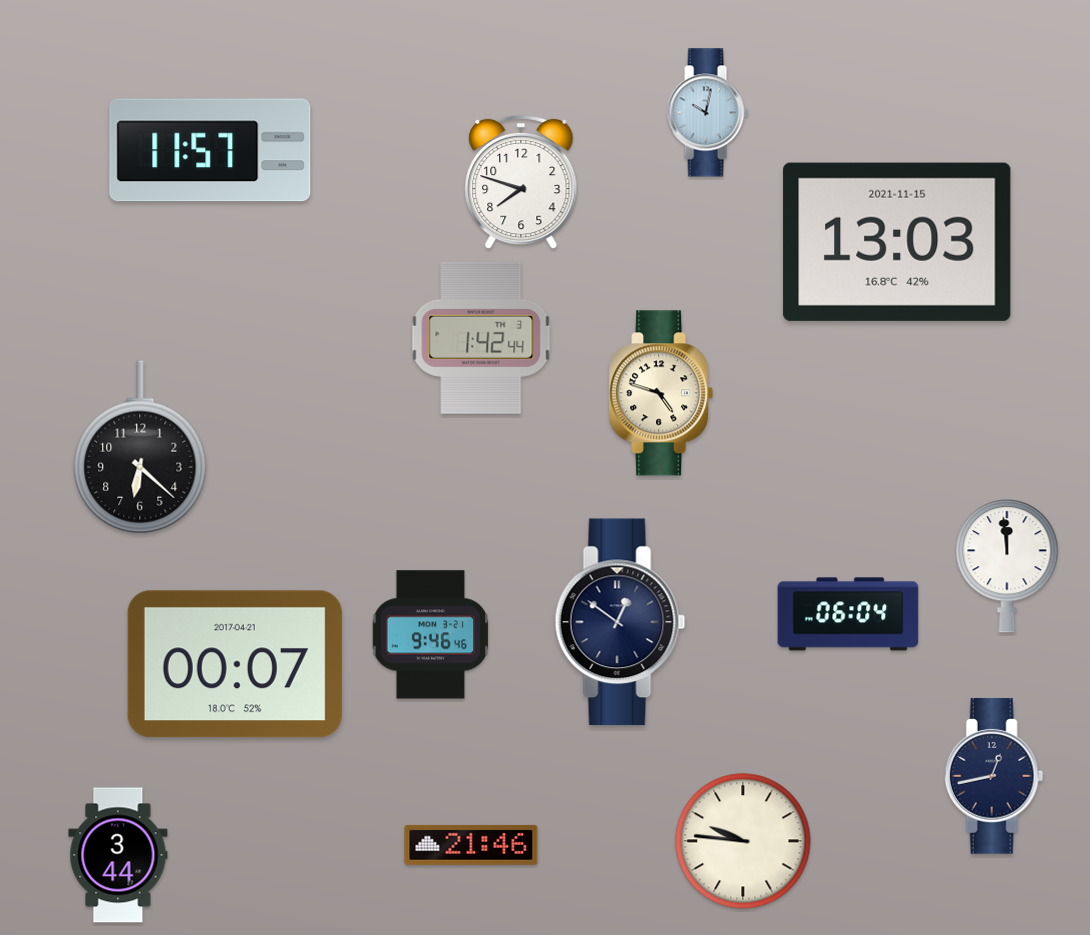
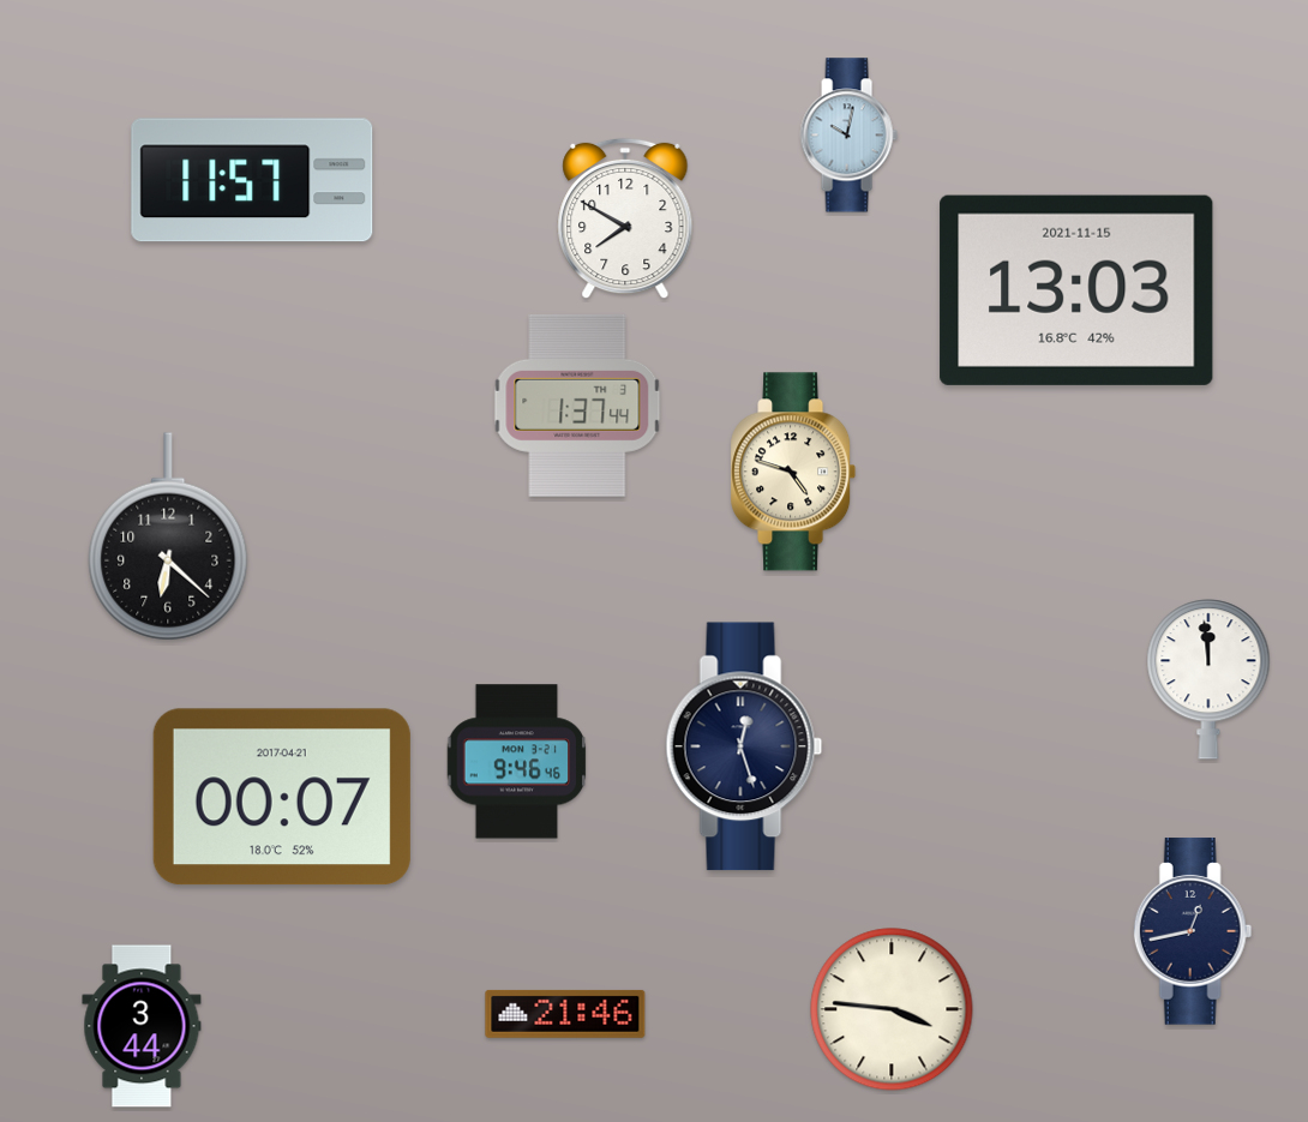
clock at (521, 182): 7:48 -> 7:50
clock at (481, 338): 1:42 -> 1:37
clock at (848, 614): 06:04 -> none
clock at (620, 622): 12:51 -> 12:27
clock at (743, 841): 9:46 -> 3:46
